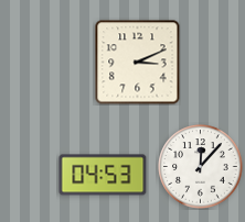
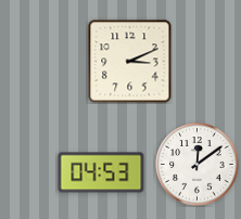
clock at (138, 63) position: (138, 63) -> (130, 62)
clock at (201, 167): 12:07 -> 12:09
